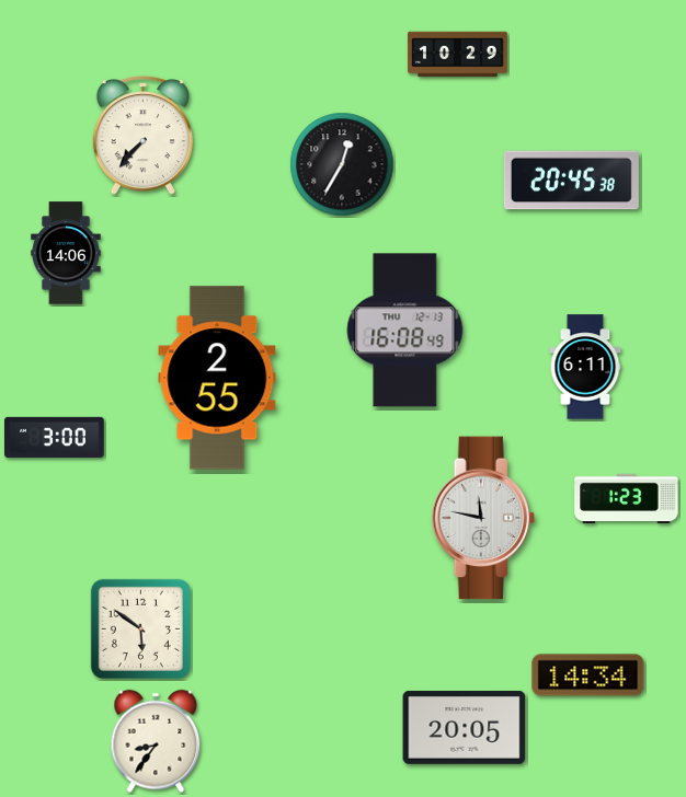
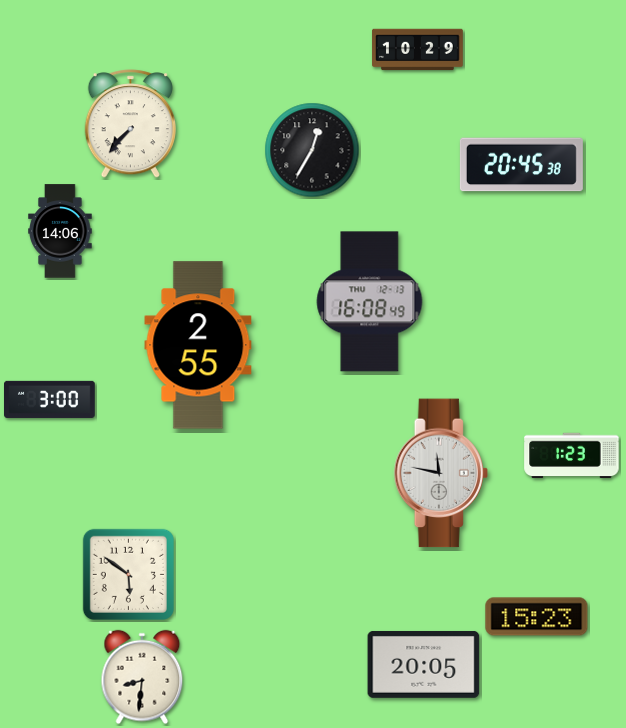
clock at (585, 367): 6:11 -> none
clock at (588, 675): 14:34 -> 15:23
clock at (156, 741): 8:36 -> 8:31
